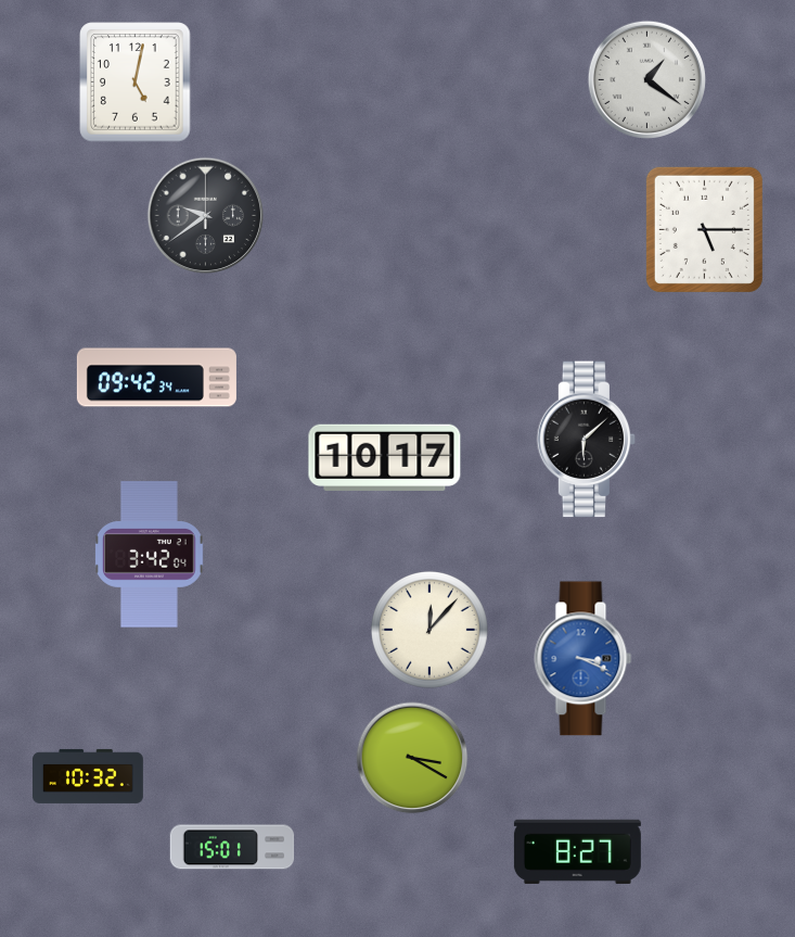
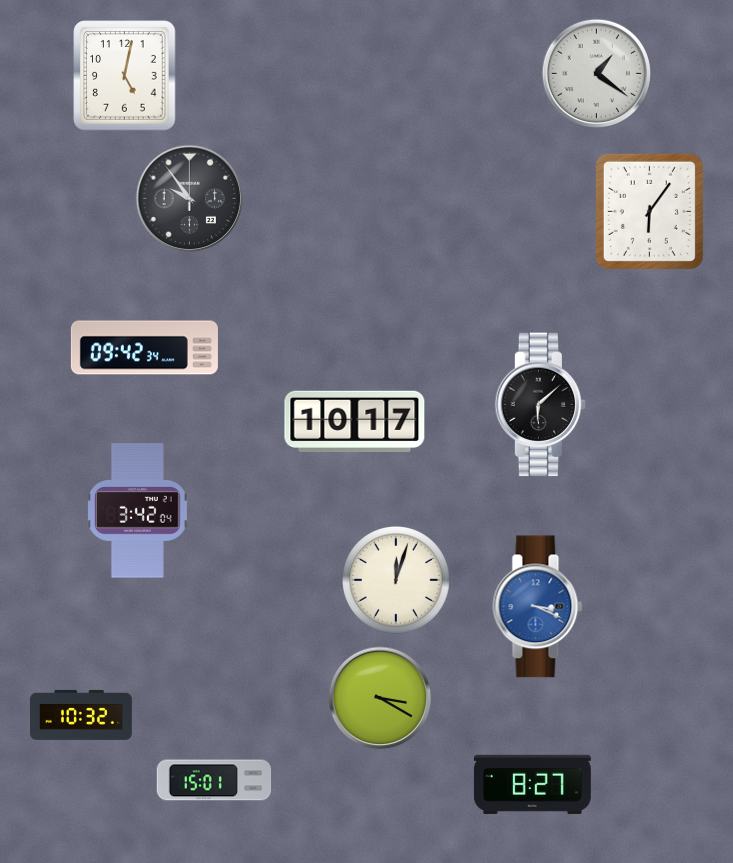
clock at (206, 216): 9:39 -> 9:54
clock at (704, 229): 5:15 -> 6:06
clock at (429, 630): 12:07 -> 12:03
